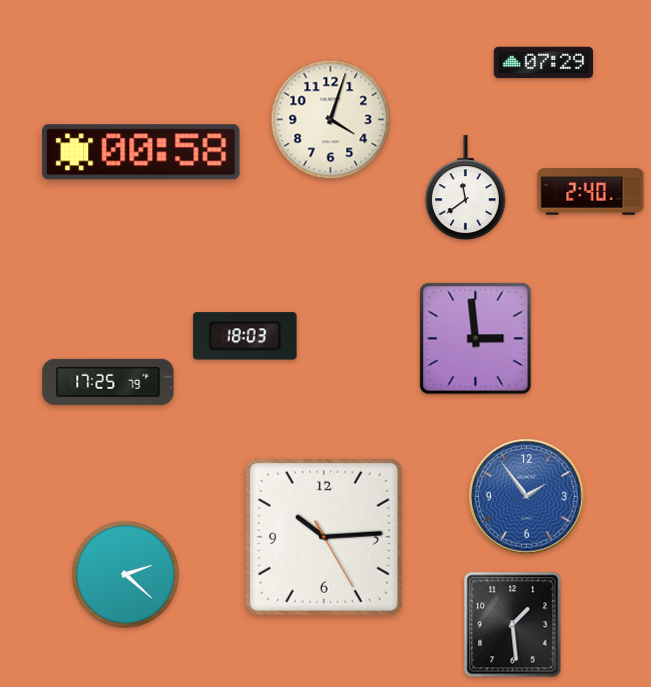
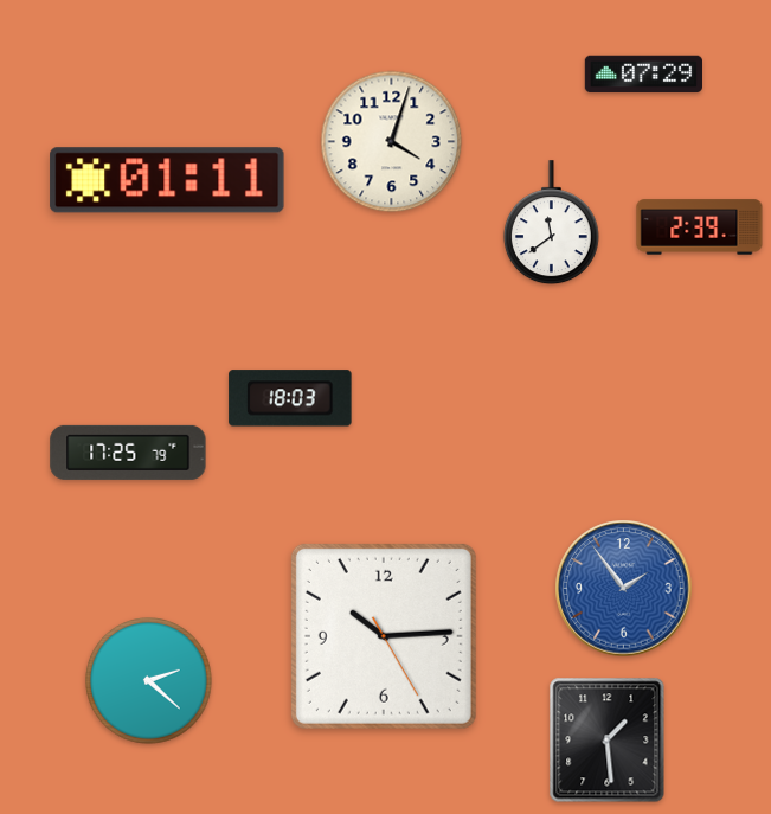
clock at (141, 152): 00:58 -> 01:11
clock at (591, 192): 2:40 -> 2:39
clock at (476, 339): 2:59 -> none
